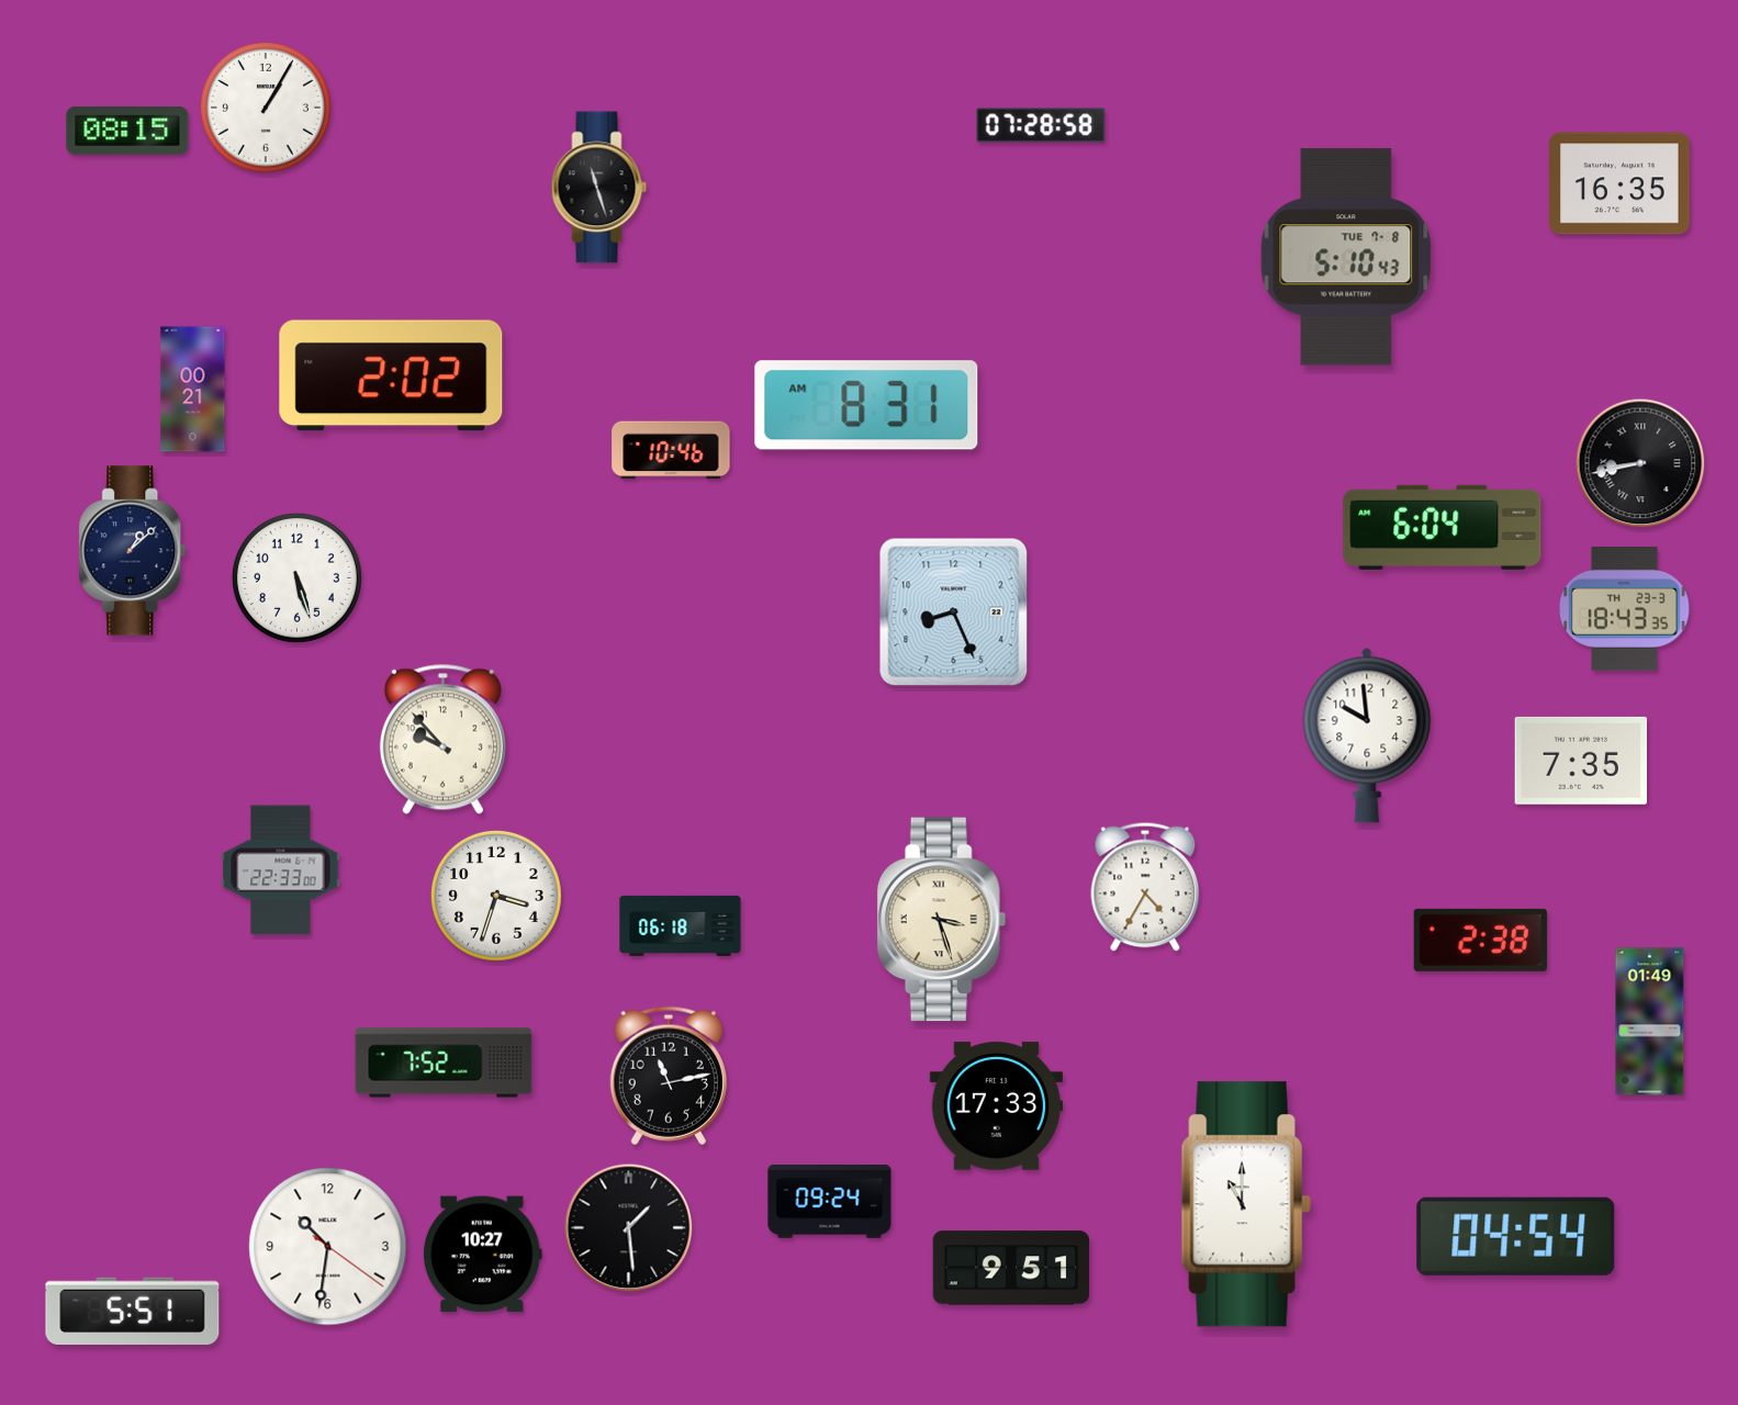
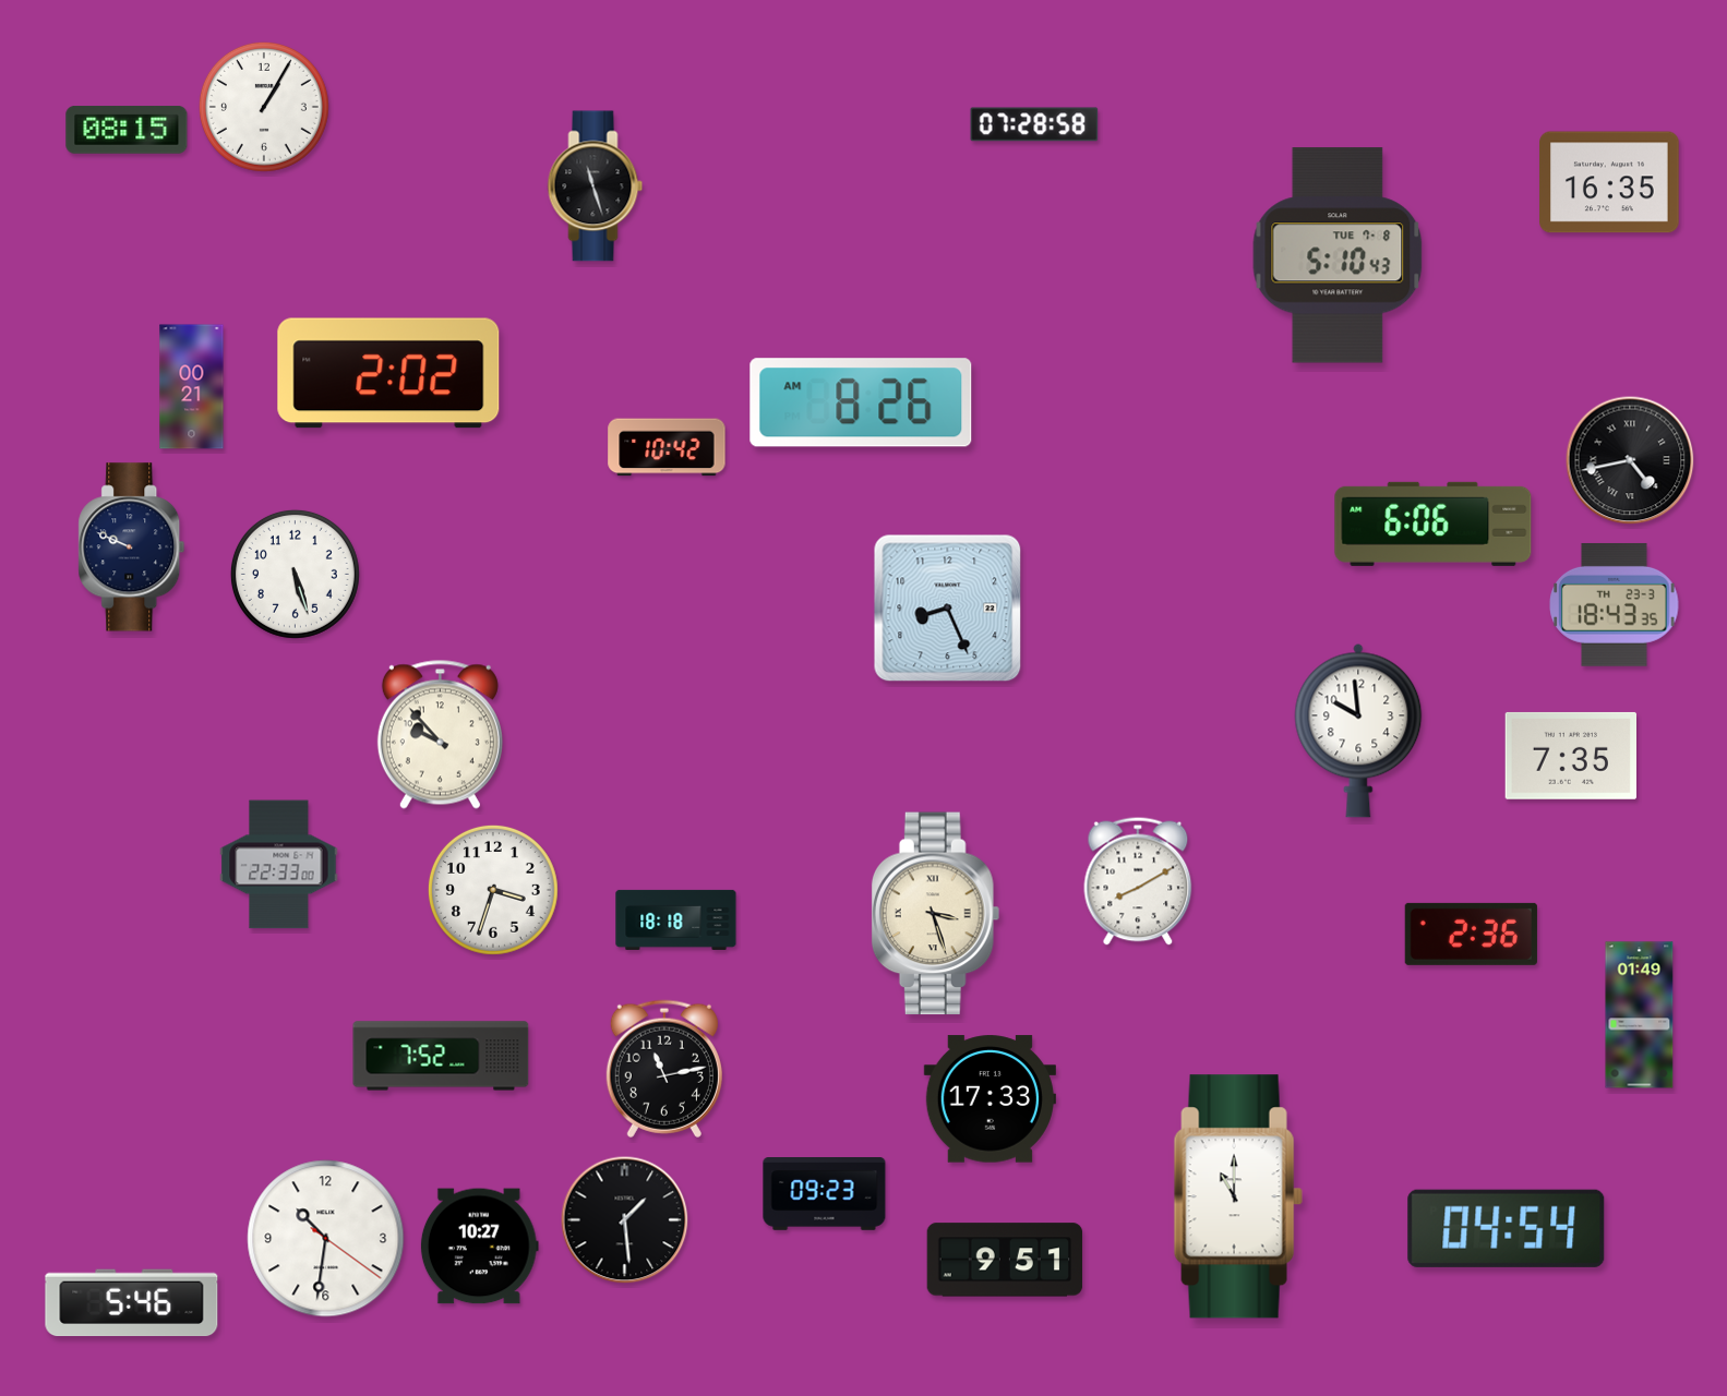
clock at (866, 405): 8:31 -> 8:26
clock at (671, 450): 10:46 -> 10:42
clock at (1640, 463): 8:43 -> 4:43
clock at (1443, 527): 6:04 -> 6:06
clock at (133, 551): 1:08 -> 9:49
clock at (1145, 887): 4:35 -> 8:10
clock at (681, 925): 06:18 -> 18:18
clock at (1480, 940): 2:38 -> 2:36
clock at (830, 1202): 09:24 -> 09:23
clock at (133, 1312): 5:51 -> 5:46
